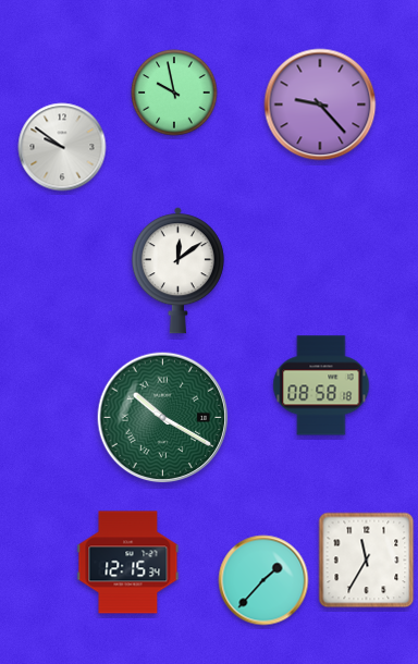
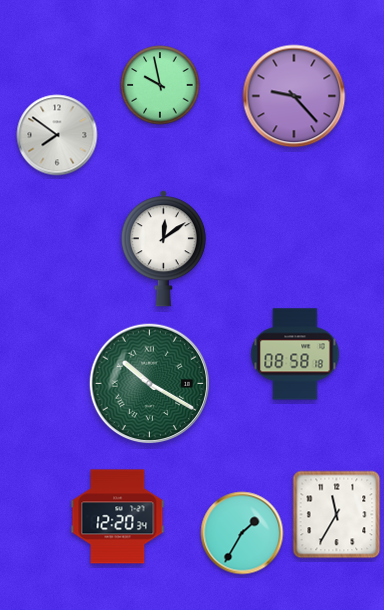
clock at (62, 147): 9:51 -> 7:51
clock at (128, 563): 12:15 -> 12:20
clock at (263, 580): 1:37 -> 1:35
